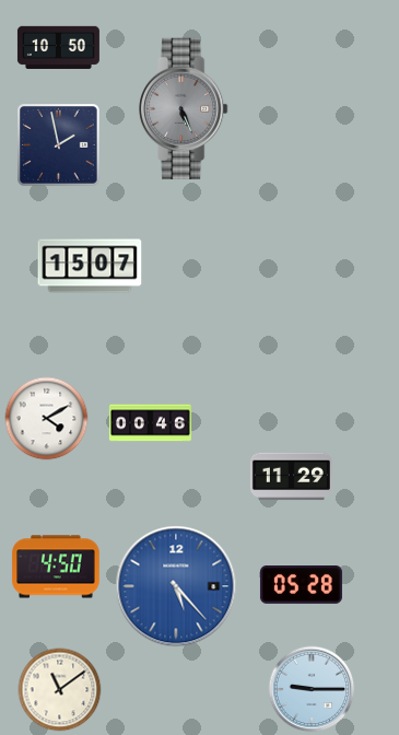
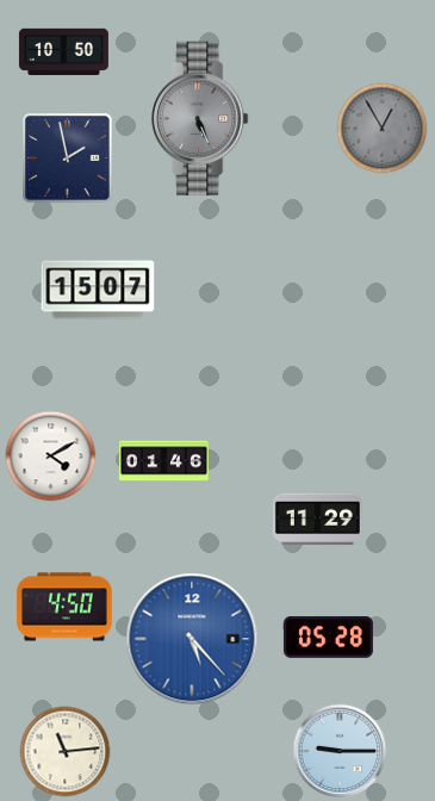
clock at (383, 129): none -> 12:55
clock at (59, 145) position: (59, 145) -> (68, 159)
clock at (150, 423): 00:46 -> 01:46
clock at (56, 567) position: (56, 567) -> (64, 607)
clock at (60, 690): 11:09 -> 11:14
